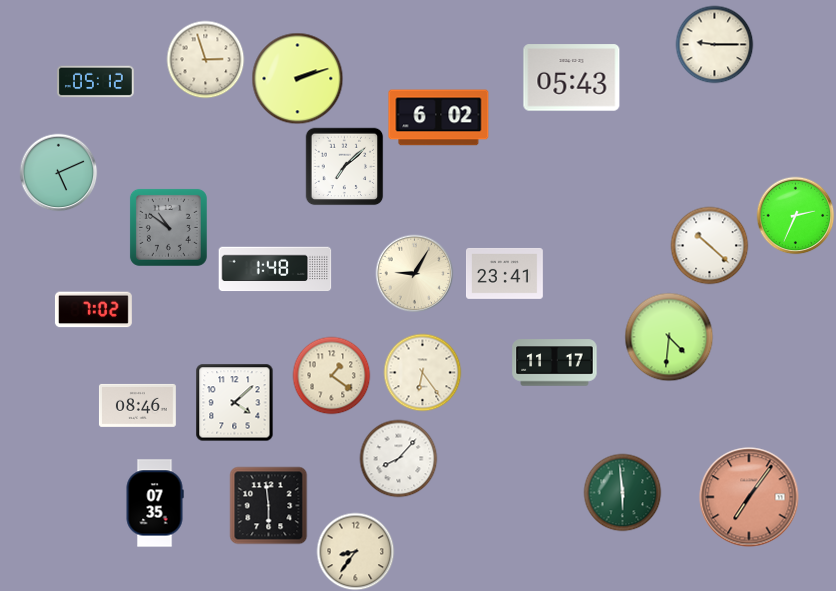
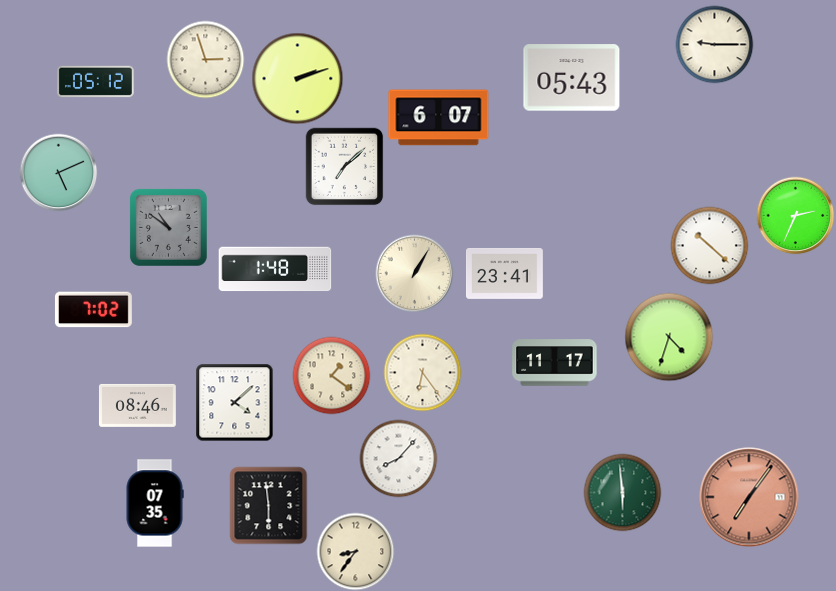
clock at (439, 118): 6:02 -> 6:07
clock at (414, 273): 9:05 -> 1:05
clock at (669, 337): 4:31 -> 4:33
